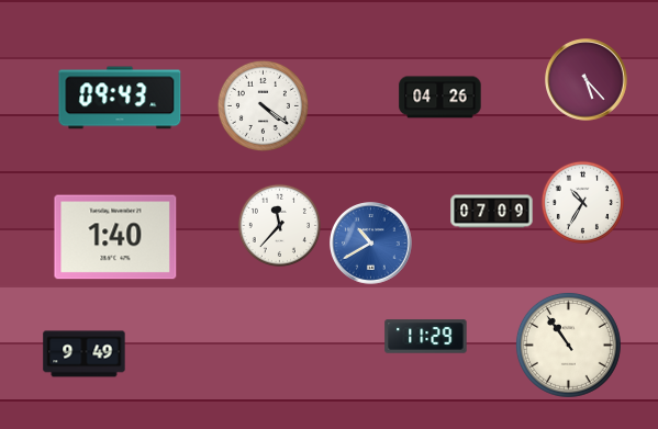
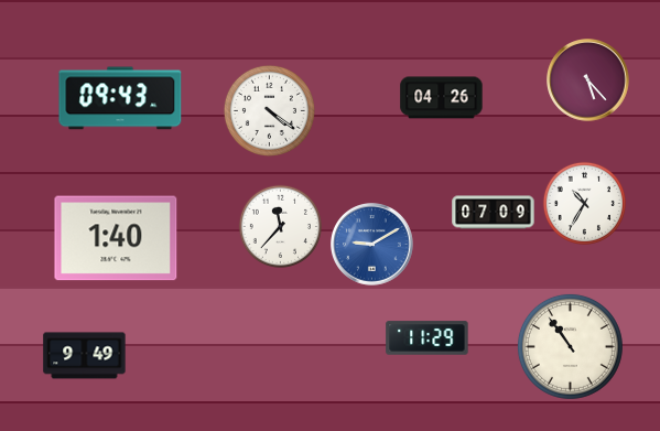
clock at (263, 105) position: (263, 105) -> (269, 110)
clock at (371, 244): 10:40 -> 9:10
